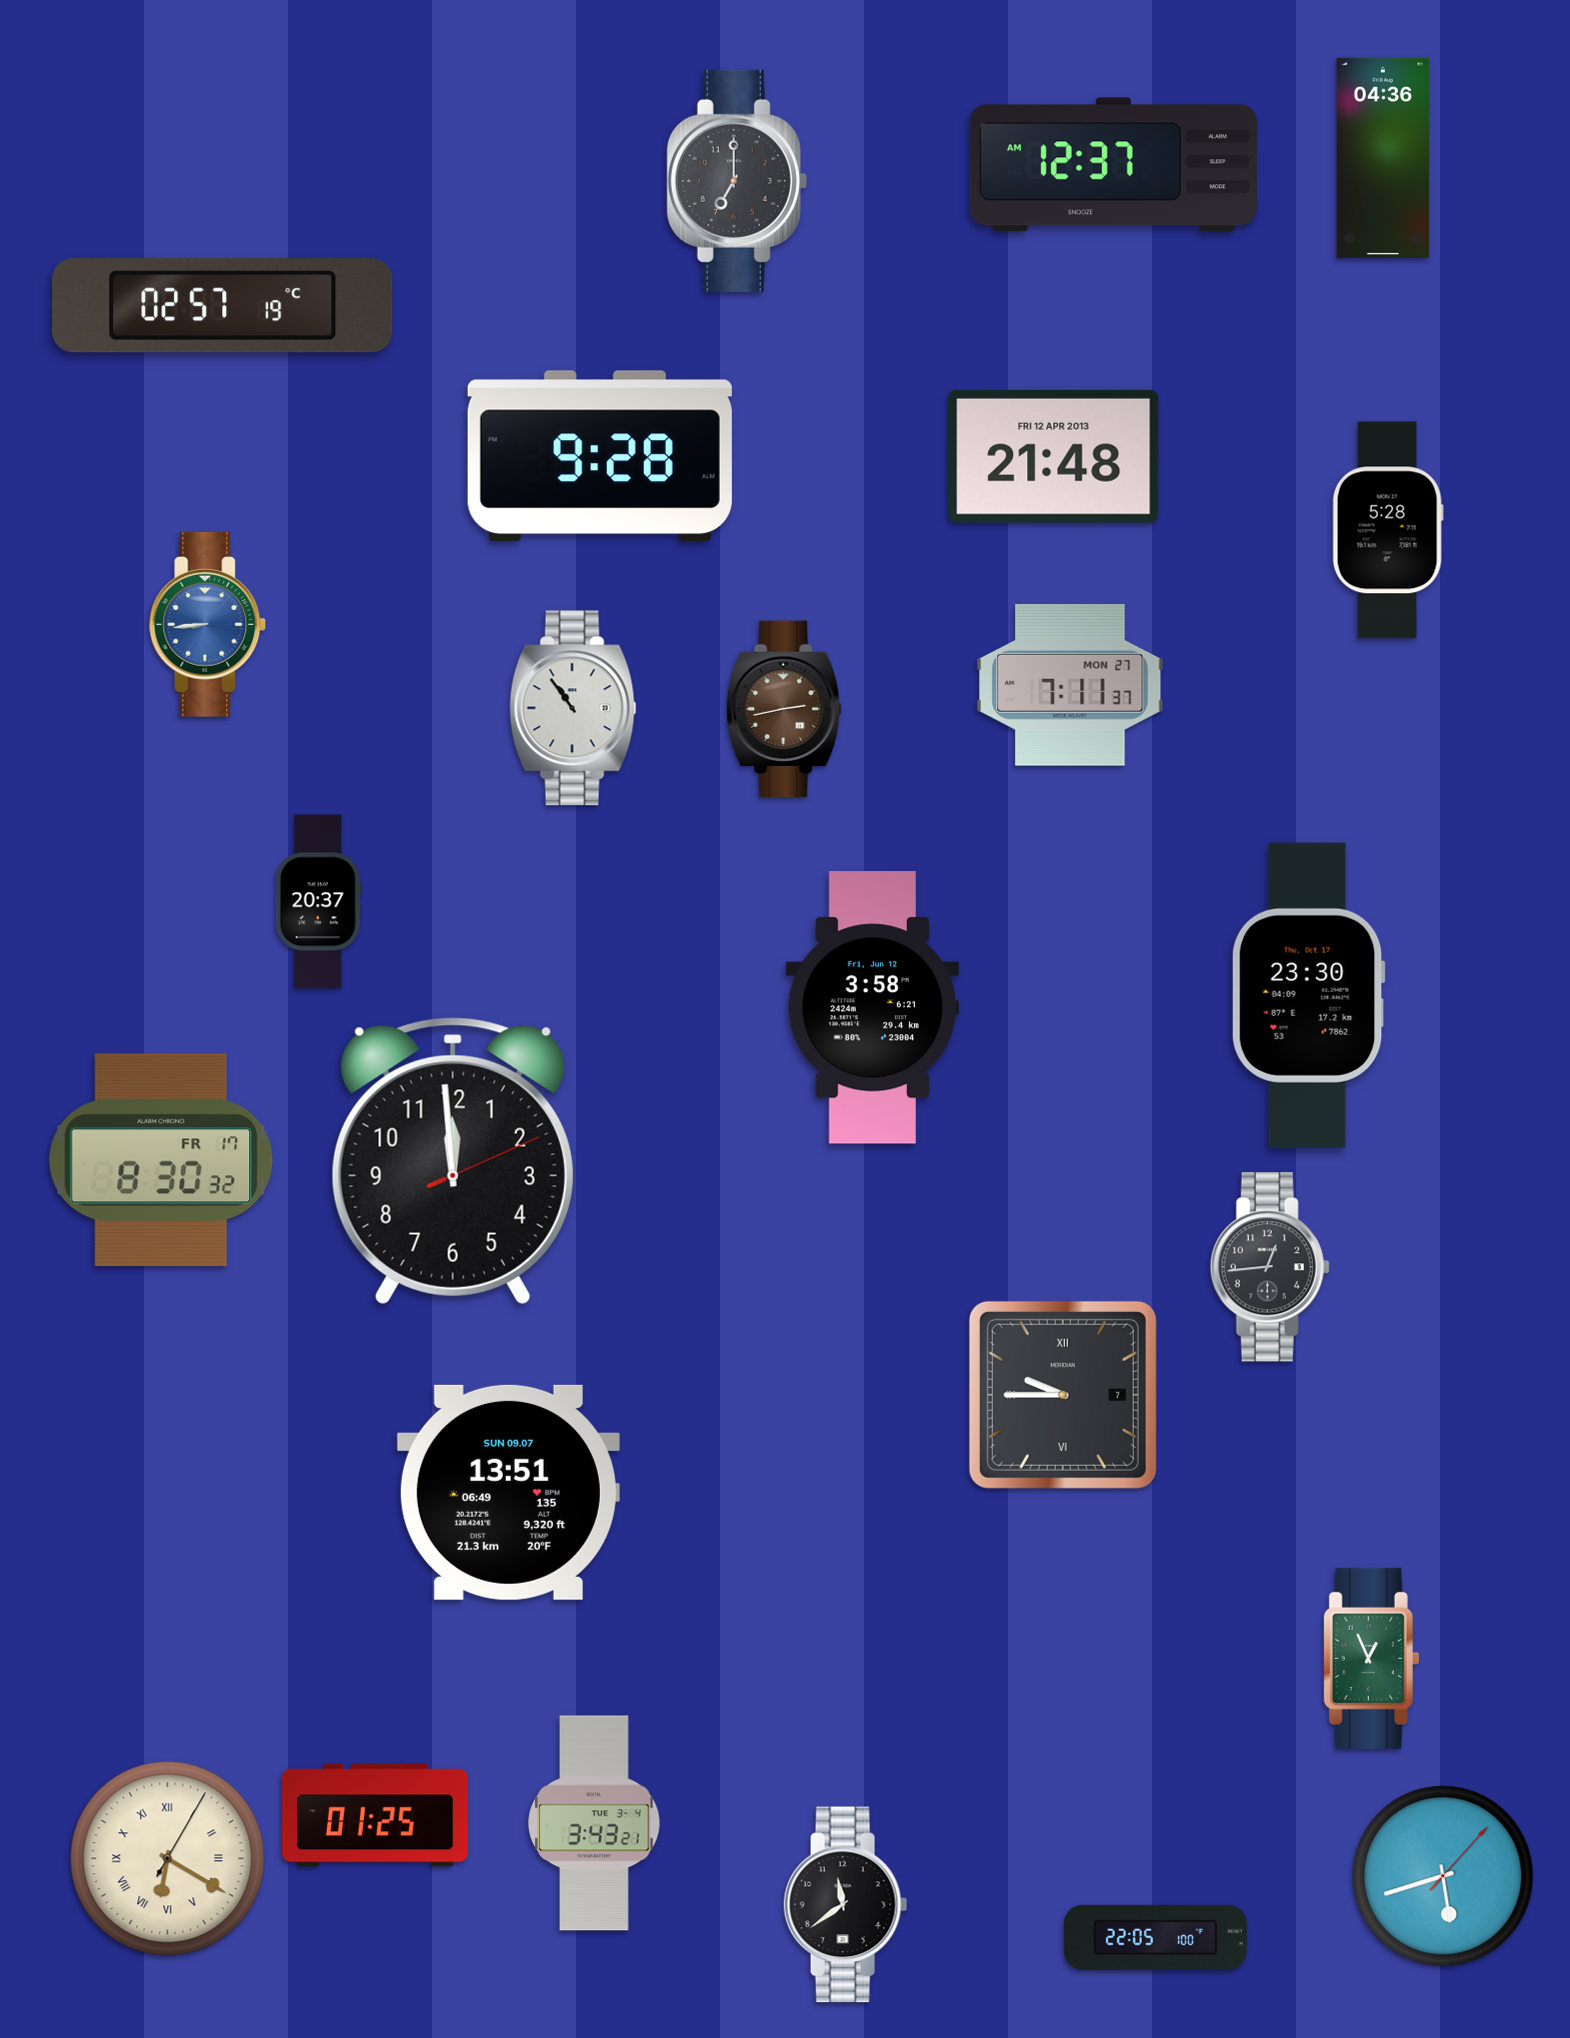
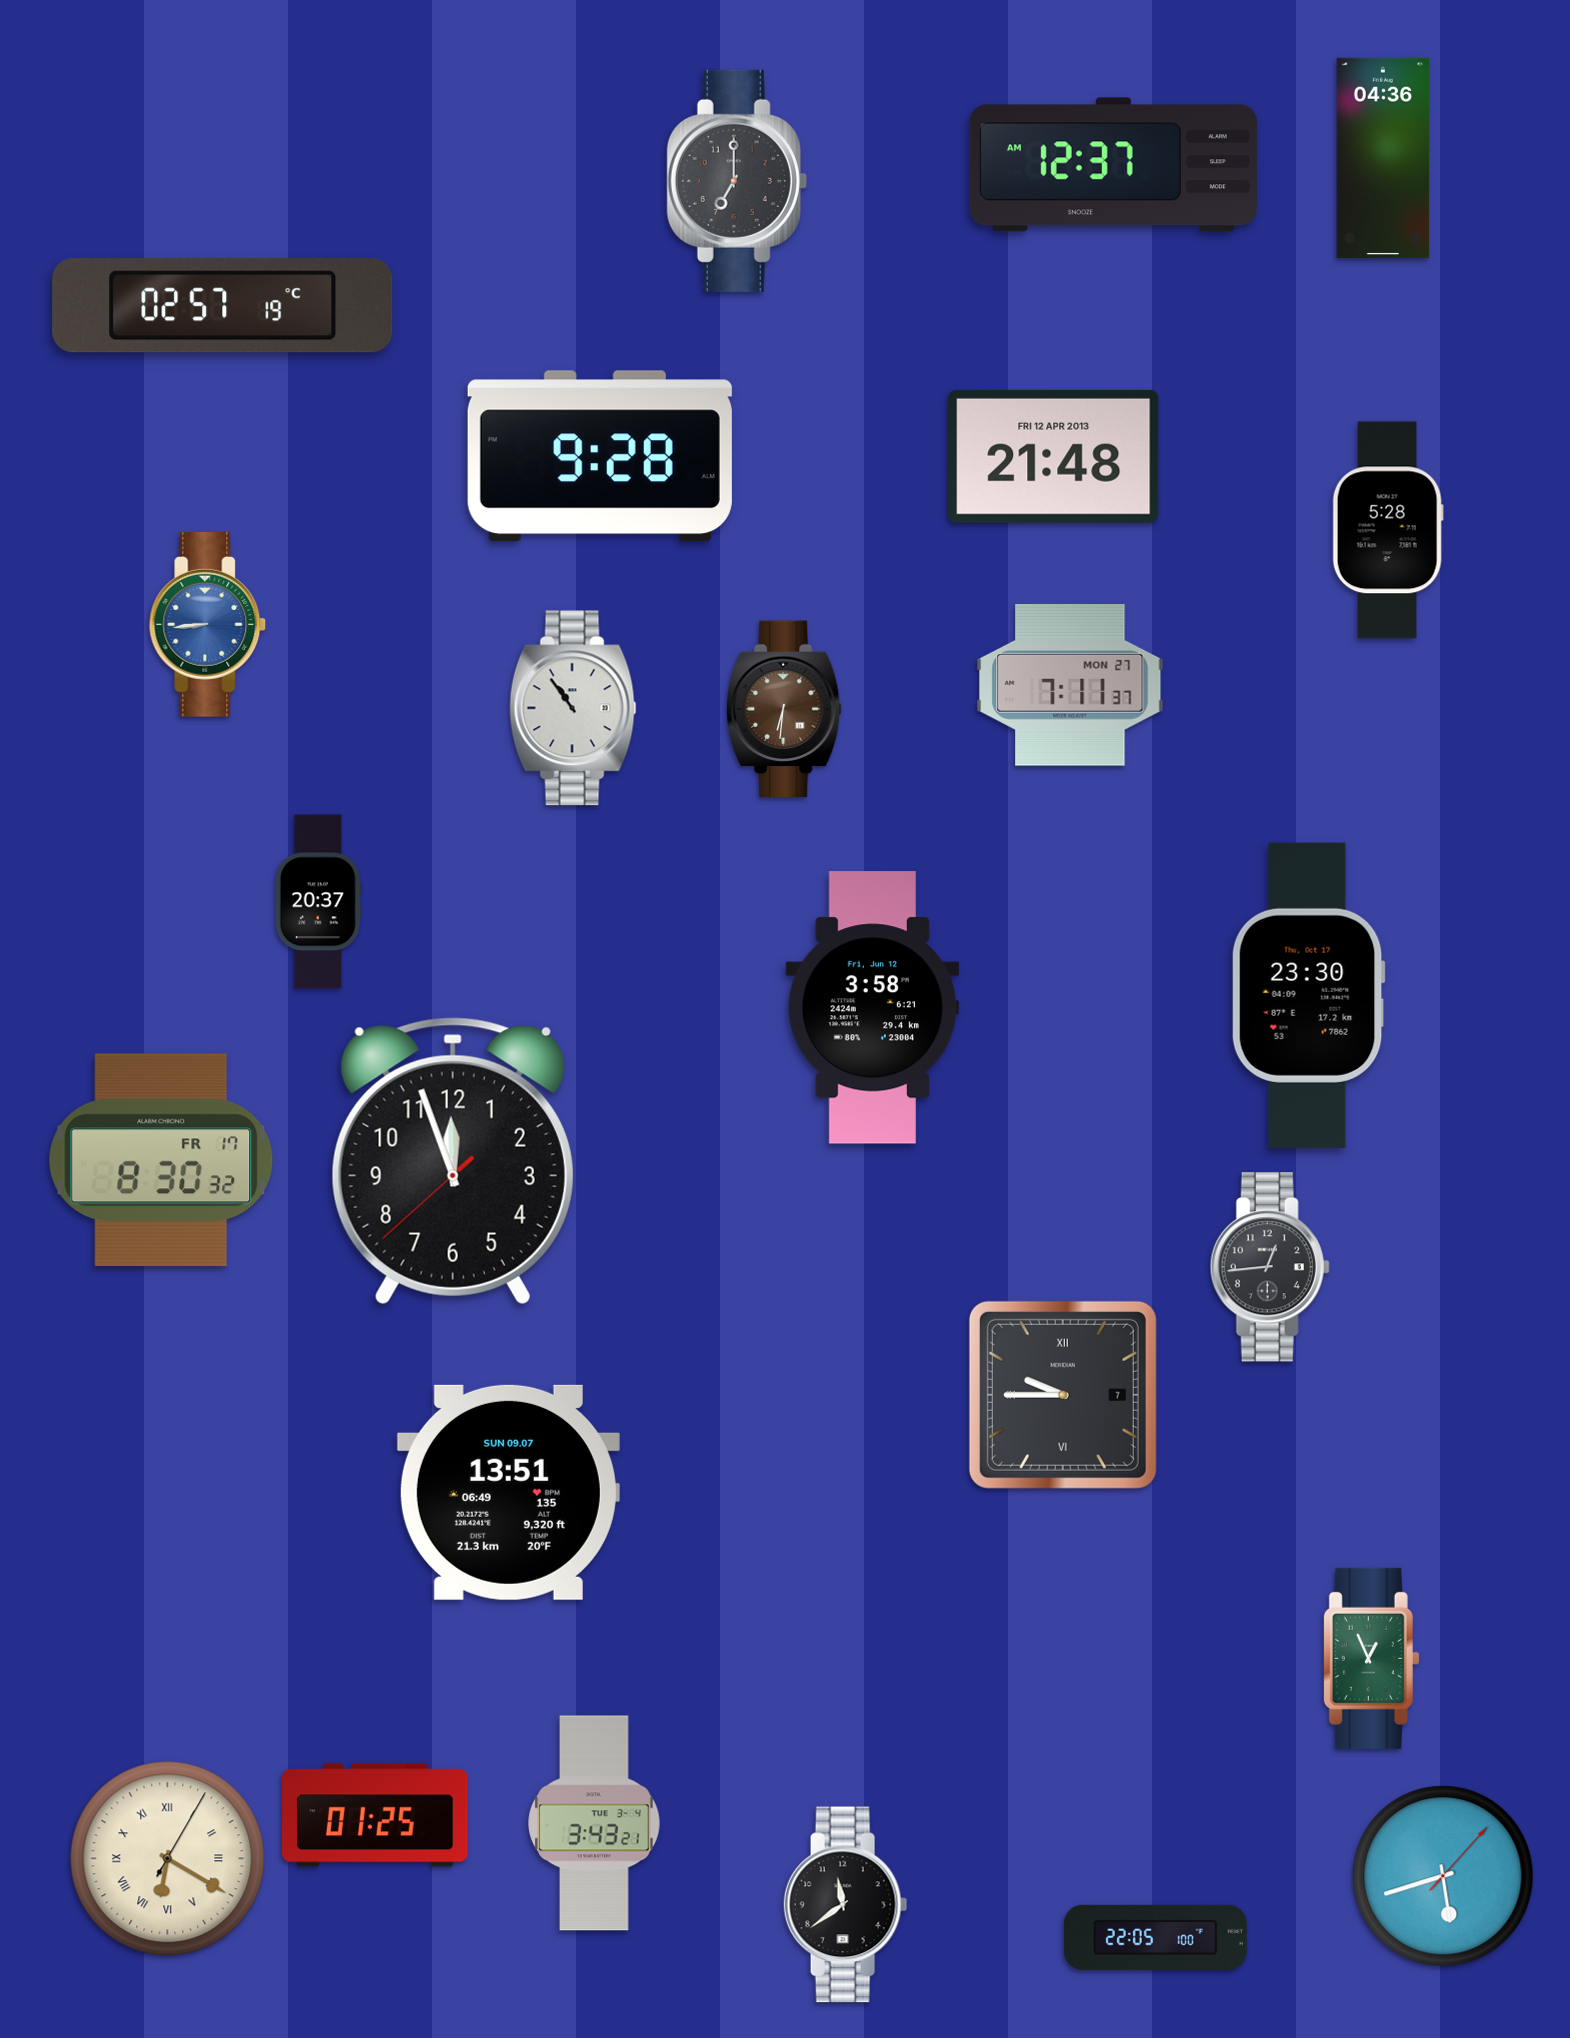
clock at (785, 709): 2:43 -> 6:31
clock at (453, 1161): 11:59 -> 11:56
